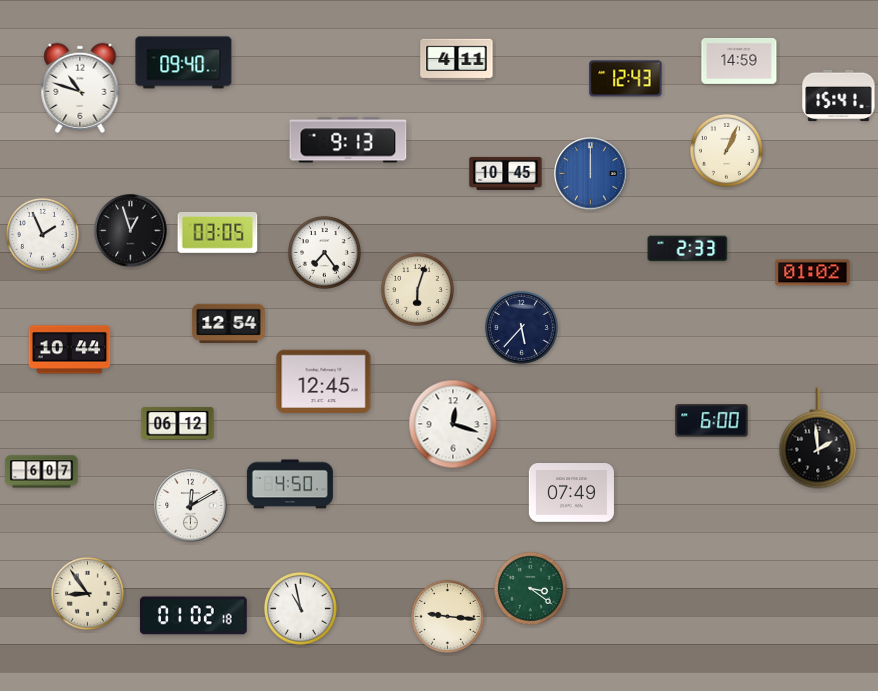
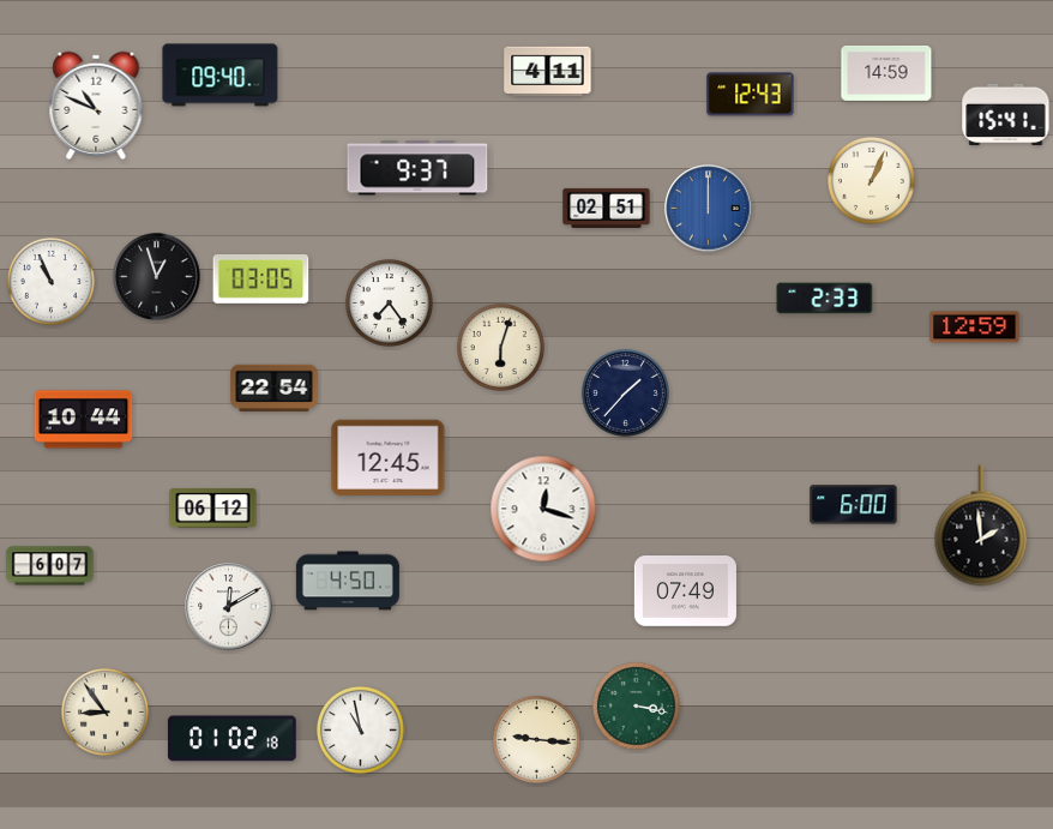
clock at (80, 88): 10:48 -> 10:49
clock at (348, 140): 9:13 -> 9:37
clock at (506, 173): 10:45 -> 02:51
clock at (42, 234): 1:56 -> 10:56
clock at (813, 273): 01:02 -> 12:59
clock at (229, 323): 12:54 -> 22:54
clock at (521, 327): 5:37 -> 1:37
clock at (530, 588): 3:21 -> 3:17
